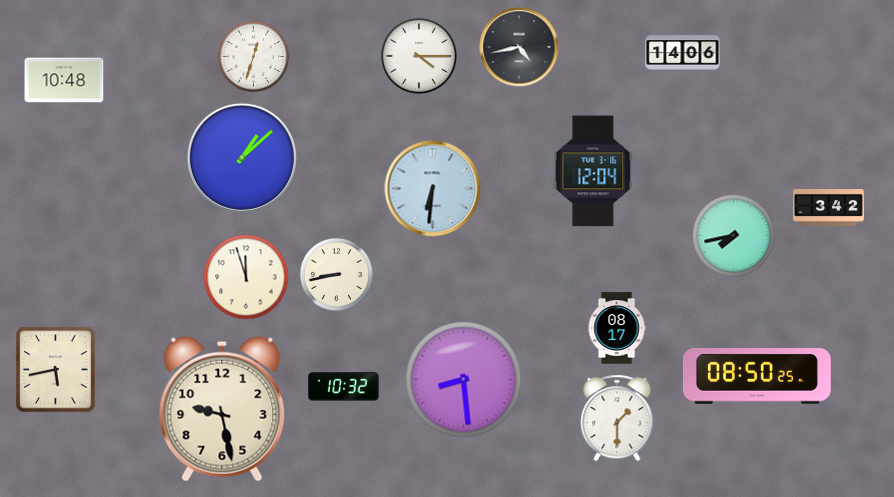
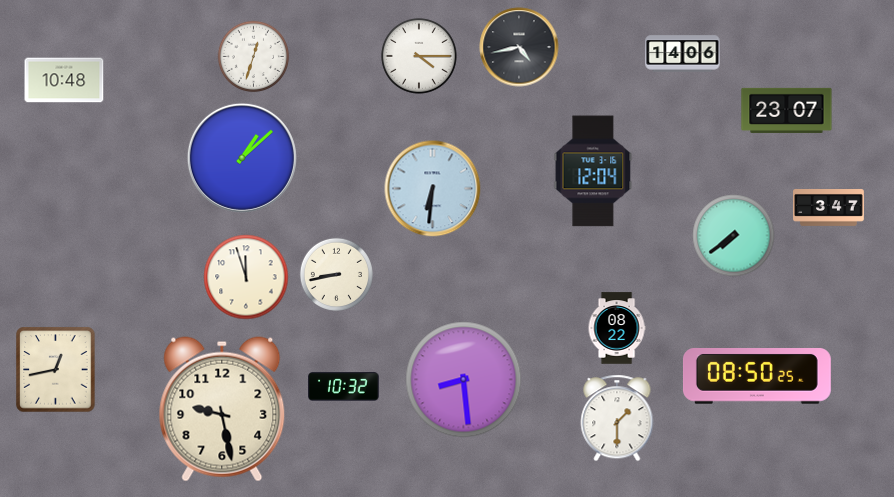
clock at (787, 110): none -> 23:07
clock at (829, 208): 3:42 -> 3:47
clock at (734, 236): 7:43 -> 7:39
clock at (617, 328): 08:17 -> 08:22
clock at (56, 370): 5:43 -> 12:43
